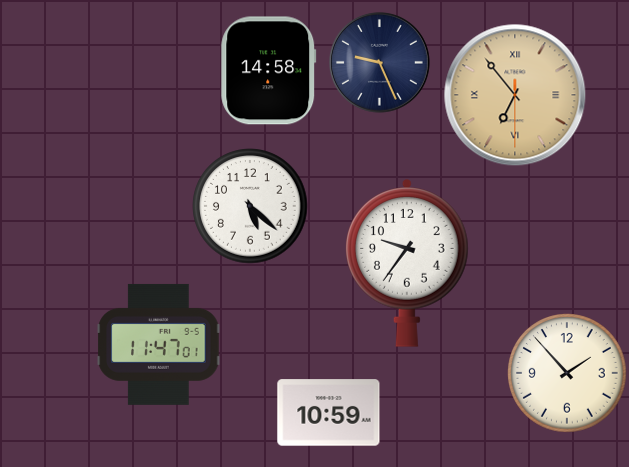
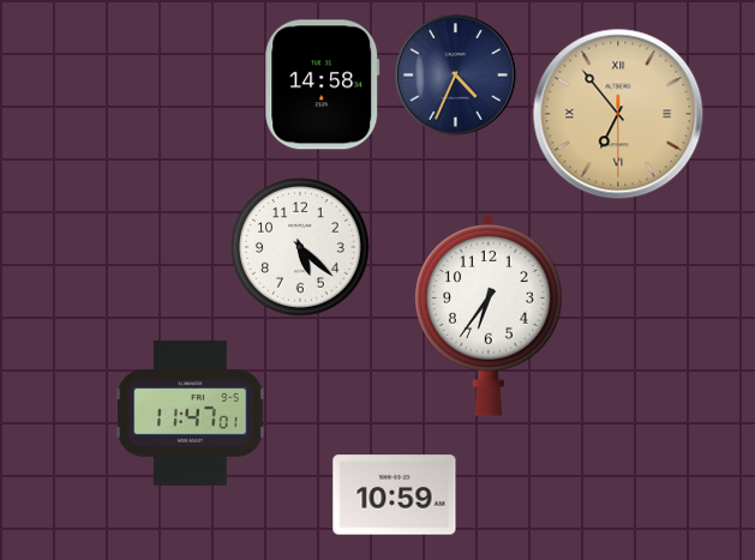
clock at (379, 62): 9:26 -> 4:34
clock at (408, 263): 9:36 -> 6:36
clock at (567, 373): 1:53 -> none
